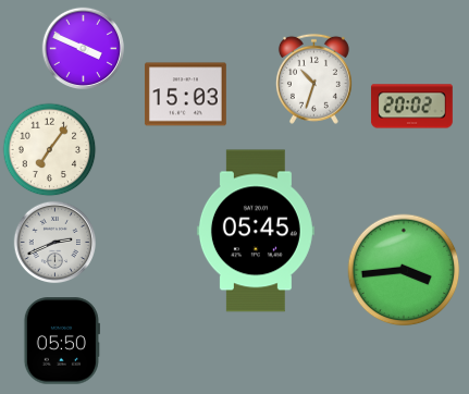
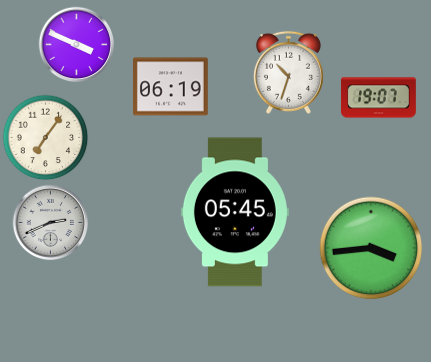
clock at (185, 95): 15:03 -> 06:19
clock at (411, 107): 20:02 -> 19:07
clock at (62, 341): 05:50 -> none
